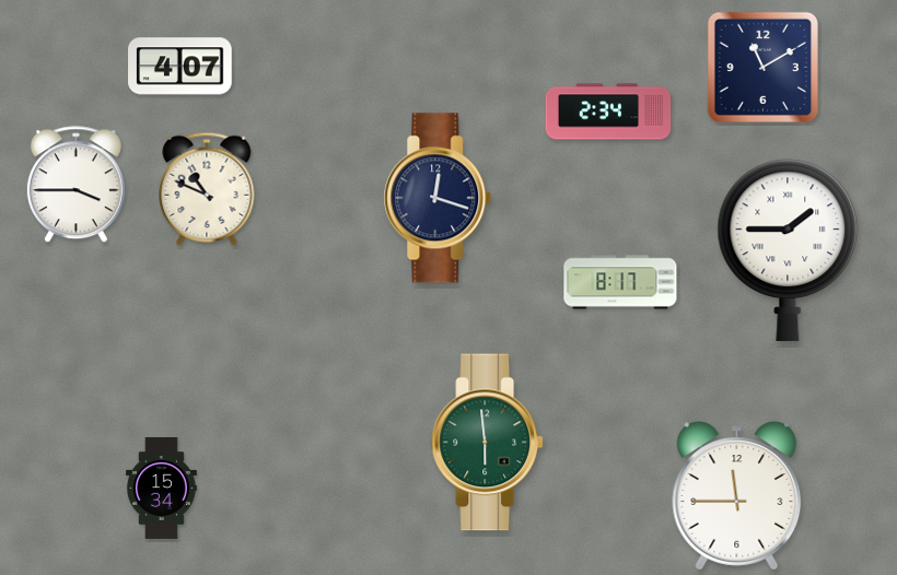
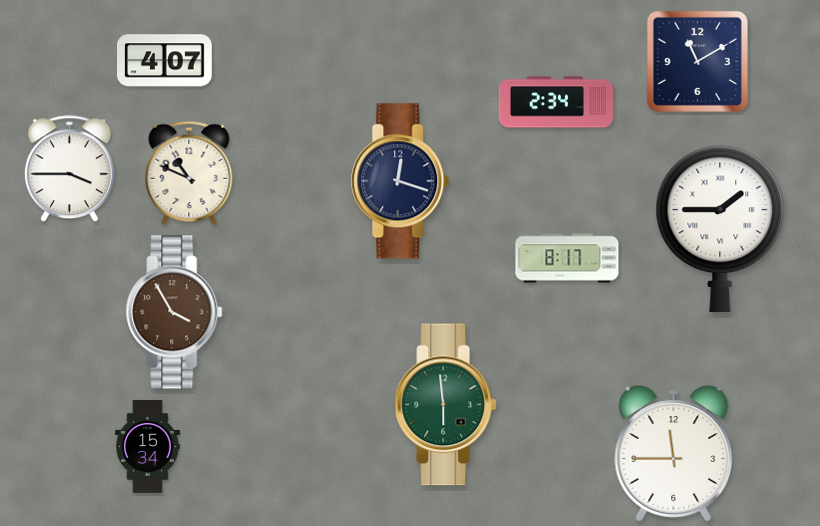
clock at (174, 312): none -> 3:55
